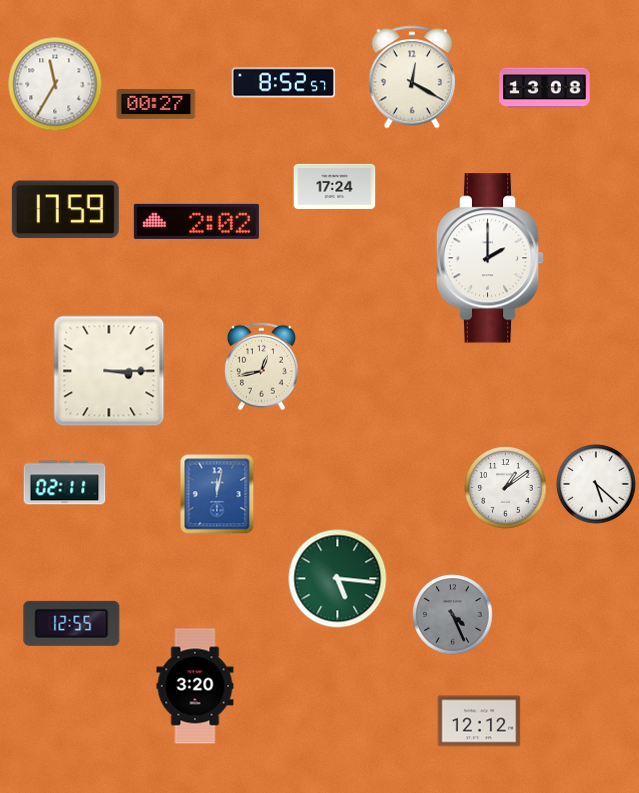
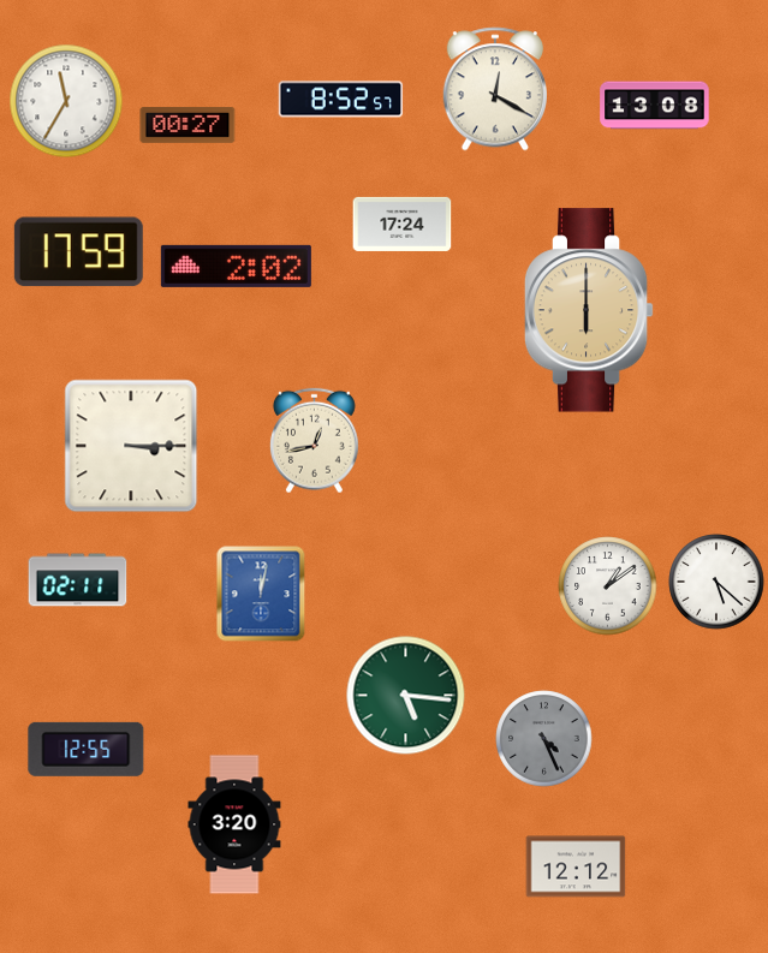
clock at (411, 77) position: (411, 77) -> (494, 89)
clock at (490, 258): 2:00 -> 6:00
clock at (490, 258) dial: white -> champagne
